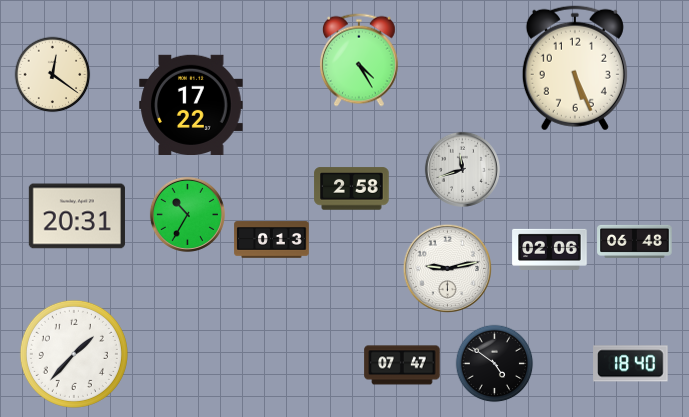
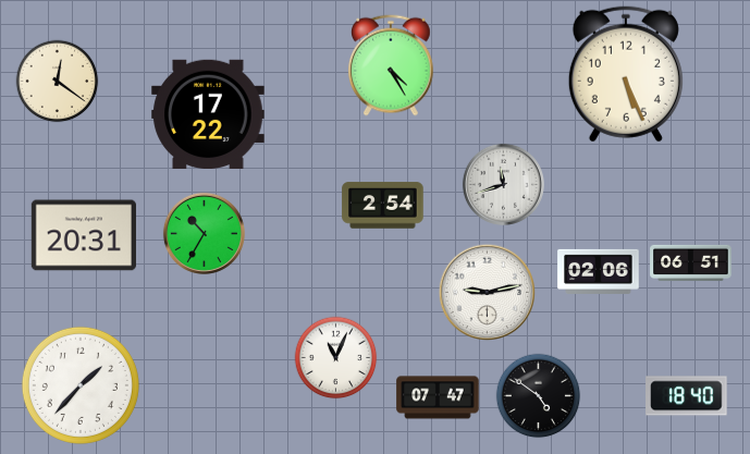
clock at (352, 189): 2:58 -> 2:54
clock at (272, 240): 0:13 -> none
clock at (635, 241): 06:48 -> 06:51
clock at (336, 358): none -> 11:04
